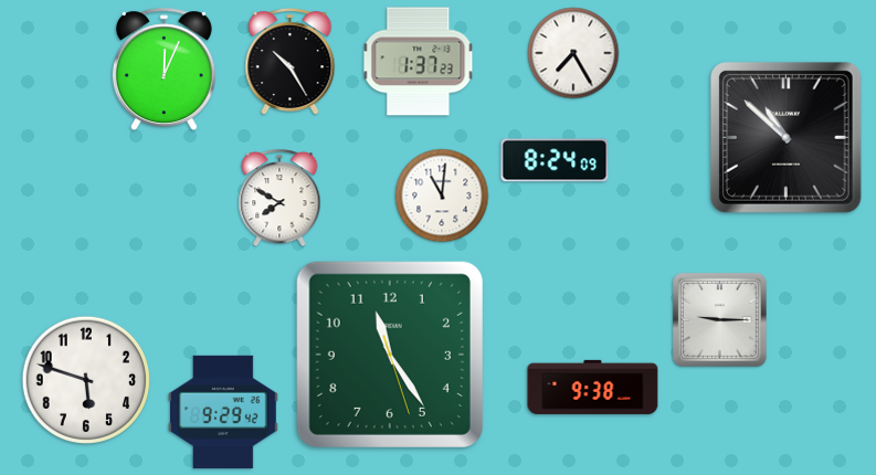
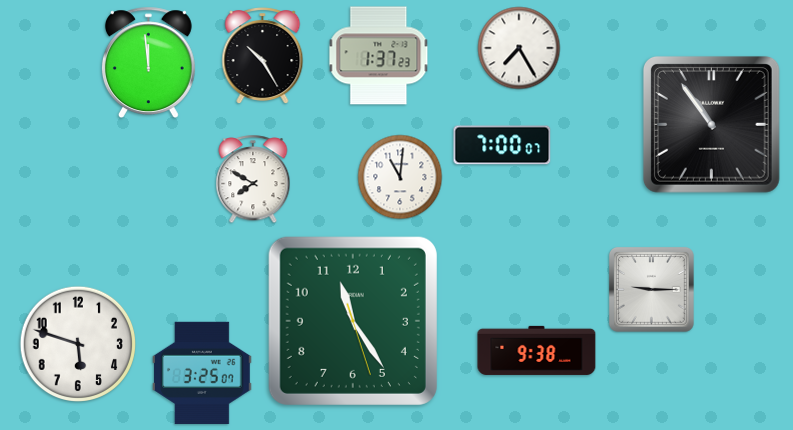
clock at (163, 68): 12:04 -> 11:59
clock at (785, 137): 10:52 -> 10:54
clock at (555, 160): 8:24 -> 7:00
clock at (224, 412): 9:29 -> 3:25
